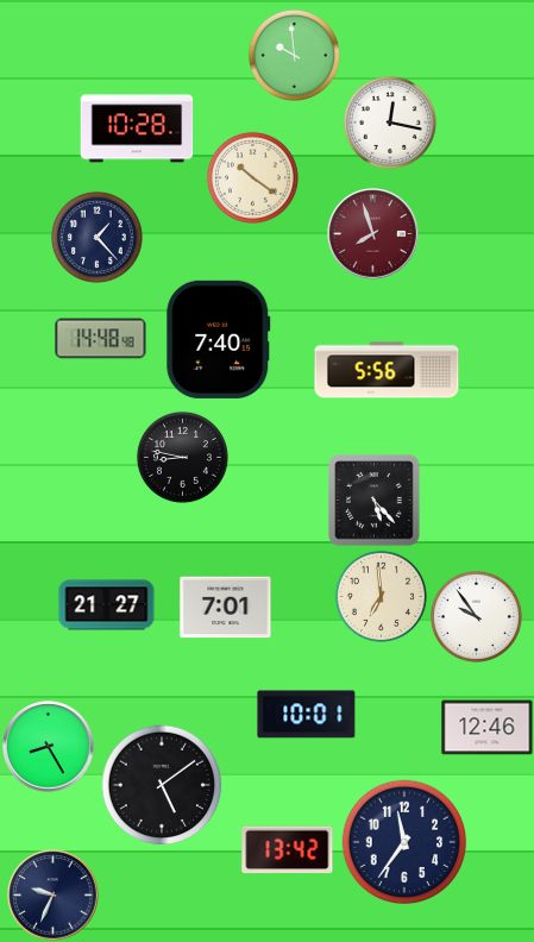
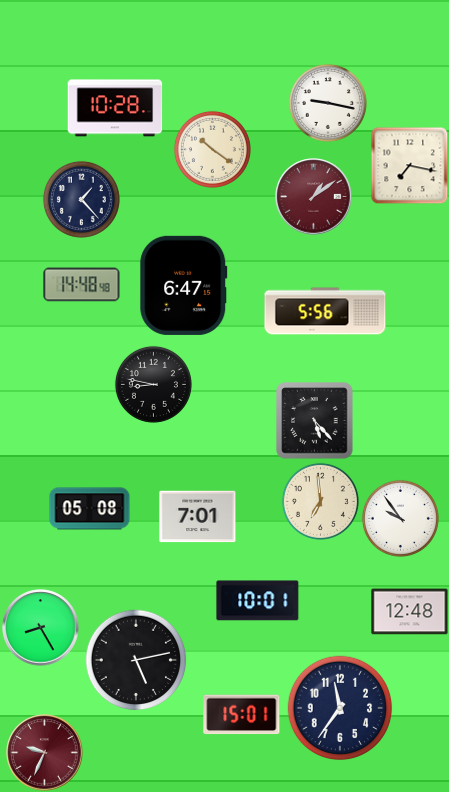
clock at (294, 55): 9:59 -> none
clock at (390, 123): 12:17 -> 9:17
clock at (409, 165): none -> 7:17
clock at (373, 234): 7:57 -> 1:09
clock at (101, 339) position: (101, 339) -> (82, 285)
clock at (219, 339): 7:40 -> 6:47
clock at (107, 605): 21:27 -> 05:08
clock at (226, 608) position: (226, 608) -> (198, 517)
clock at (488, 728): 12:46 -> 12:48
clock at (162, 785): 5:09 -> 5:13
clock at (288, 850): 13:42 -> 15:01
clock at (54, 896) dial: navy -> burgundy
